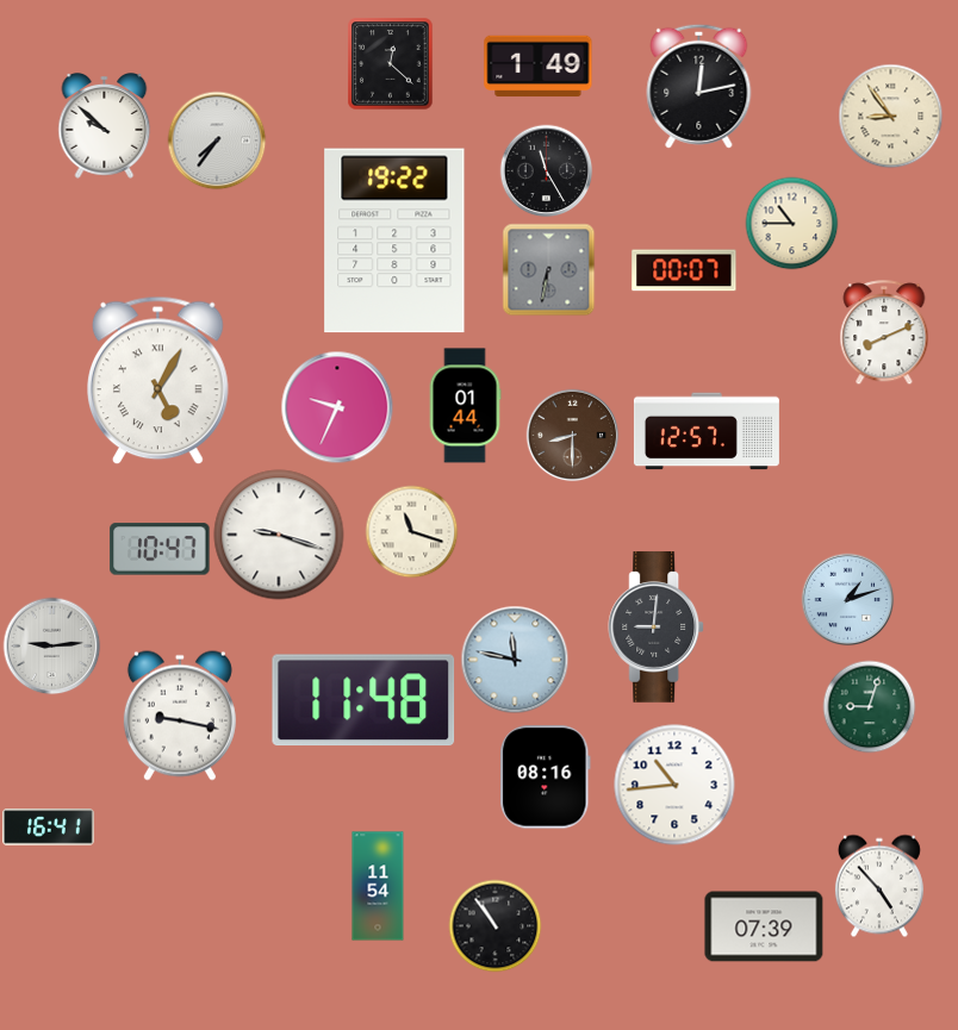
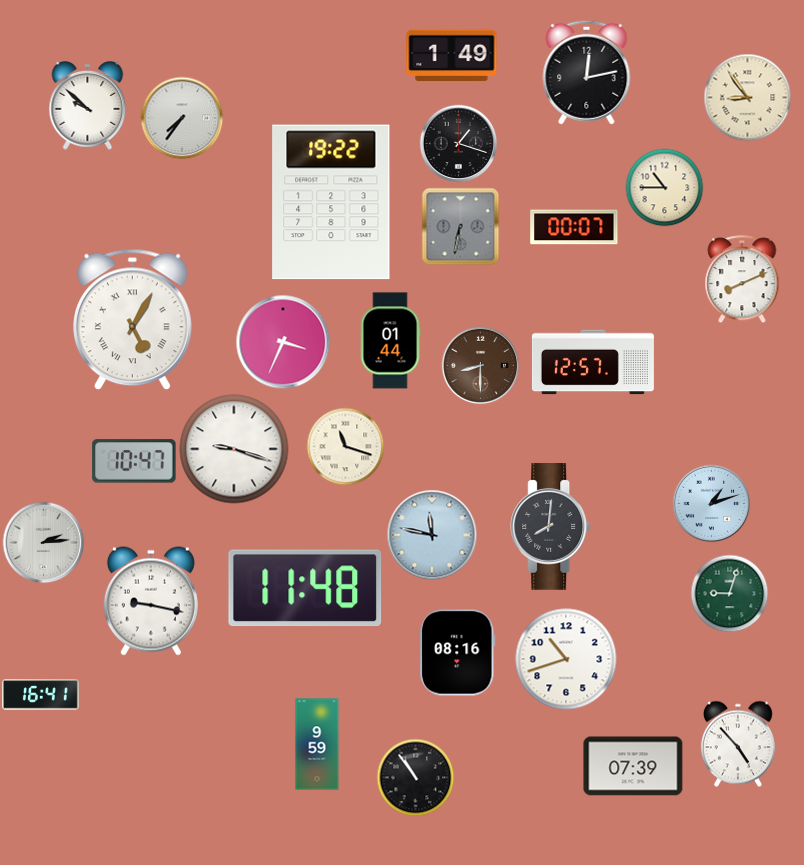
clock at (391, 63): 12:22 -> none
clock at (546, 170): 11:25 -> 1:18
clock at (337, 407): 9:34 -> 3:34
clock at (657, 628): 9:01 -> 8:01
clock at (51, 645): 9:14 -> 2:14
clock at (515, 660) position: (515, 660) -> (432, 535)
clock at (674, 785): 10:44 -> 10:42
clock at (378, 886): 11:54 -> 9:59
clock at (764, 926) position: (764, 926) -> (633, 766)
